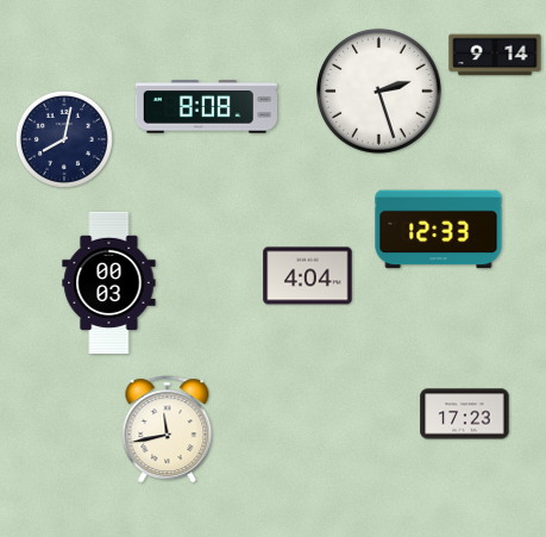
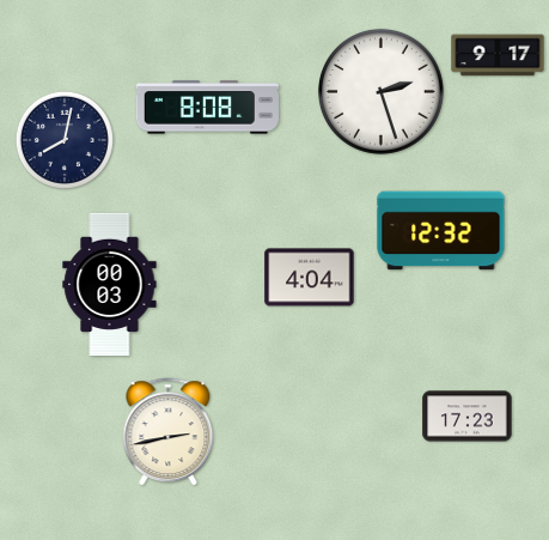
clock at (495, 55): 9:14 -> 9:17
clock at (439, 230): 12:33 -> 12:32
clock at (168, 430): 11:43 -> 2:43
